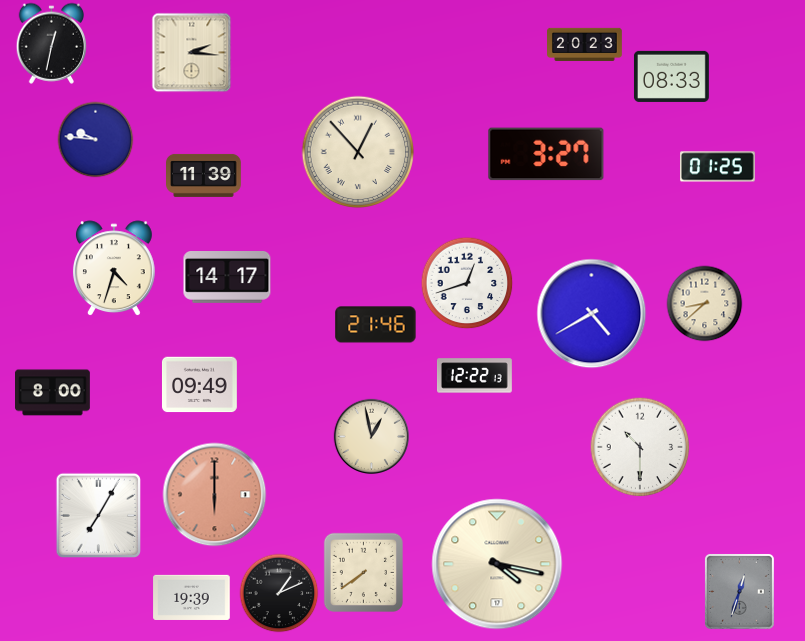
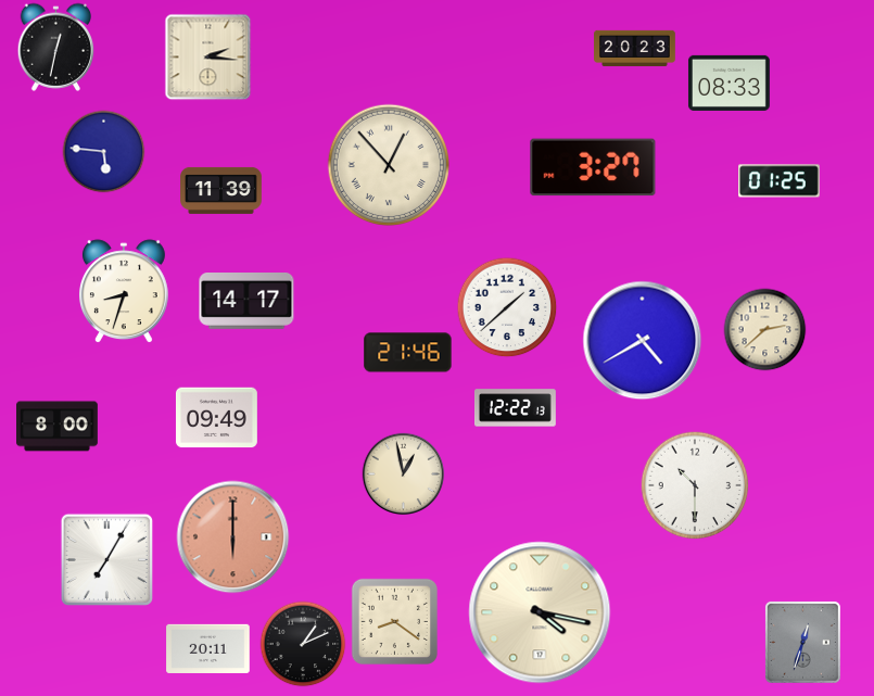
clock at (96, 140): 9:46 -> 5:46
clock at (114, 269): 4:33 -> 8:33
clock at (467, 283): 12:42 -> 1:38
clock at (705, 304): 8:38 -> 2:38
clock at (363, 572): 7:39 -> 8:21
clock at (192, 597): 19:39 -> 20:11
